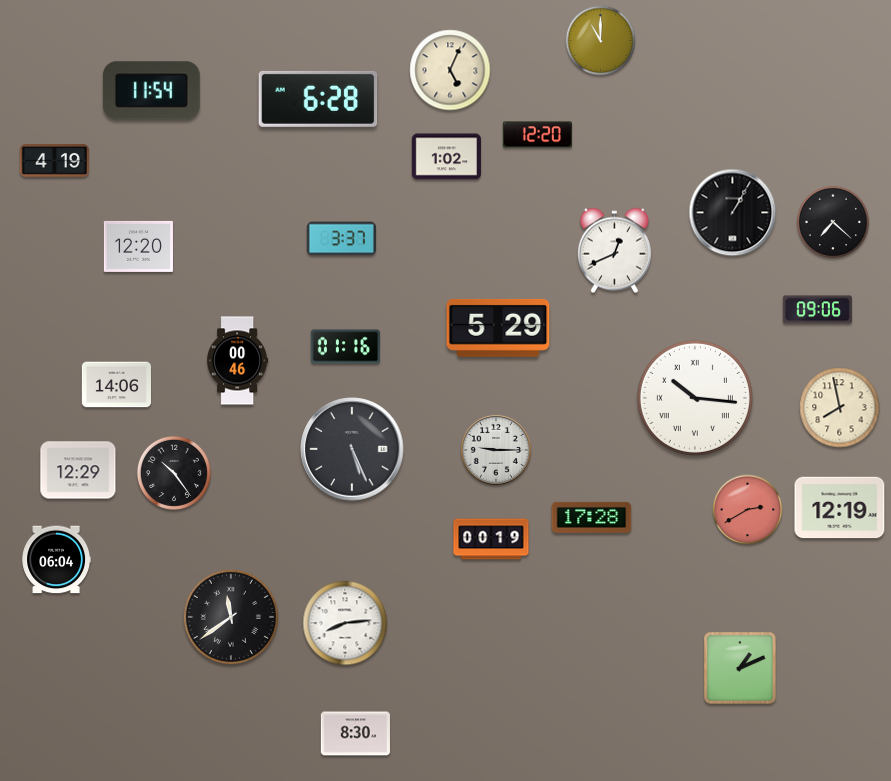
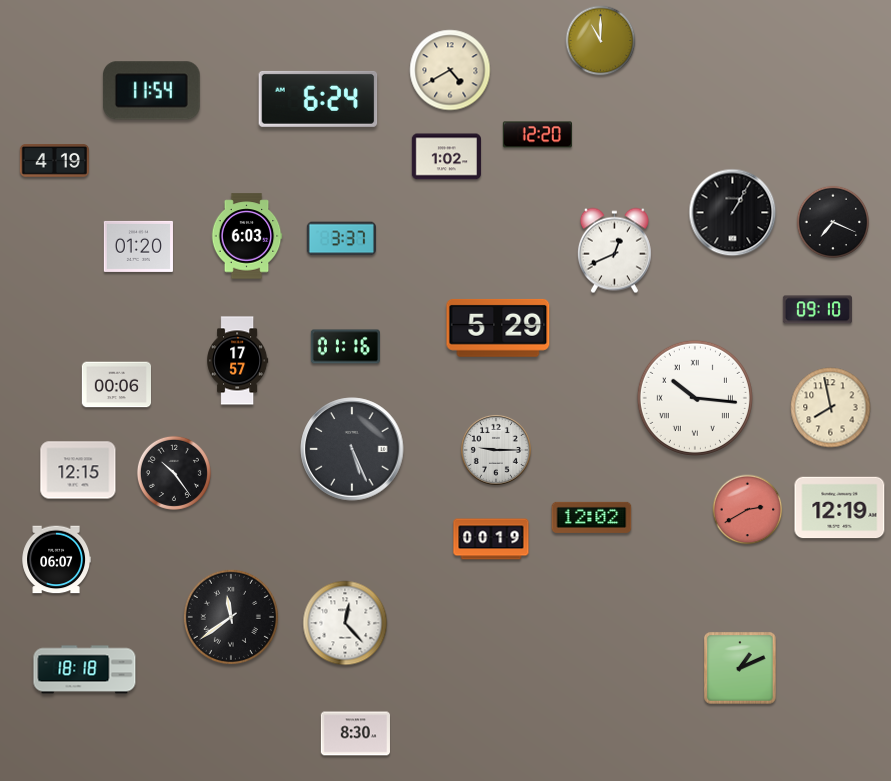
clock at (450, 70): 5:04 -> 4:40
clock at (318, 99): 6:28 -> 6:24
clock at (833, 222): 7:22 -> 7:19
clock at (247, 236): none -> 6:03
clock at (138, 246): 12:20 -> 01:20
clock at (817, 310): 09:06 -> 09:10
clock at (238, 361): 00:46 -> 17:57
clock at (116, 385): 14:06 -> 00:06
clock at (840, 408) position: (840, 408) -> (831, 408)
clock at (78, 470): 12:29 -> 12:15
clock at (592, 517): 17:28 -> 12:02
clock at (56, 560): 06:04 -> 06:07
clock at (345, 623): 8:14 -> 12:23
clock at (85, 670): none -> 18:18
